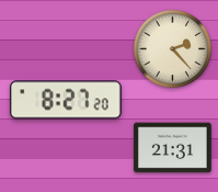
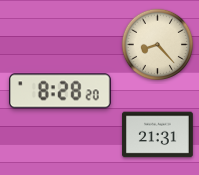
clock at (173, 49): 2:23 -> 8:23
clock at (66, 100): 8:27 -> 8:28
